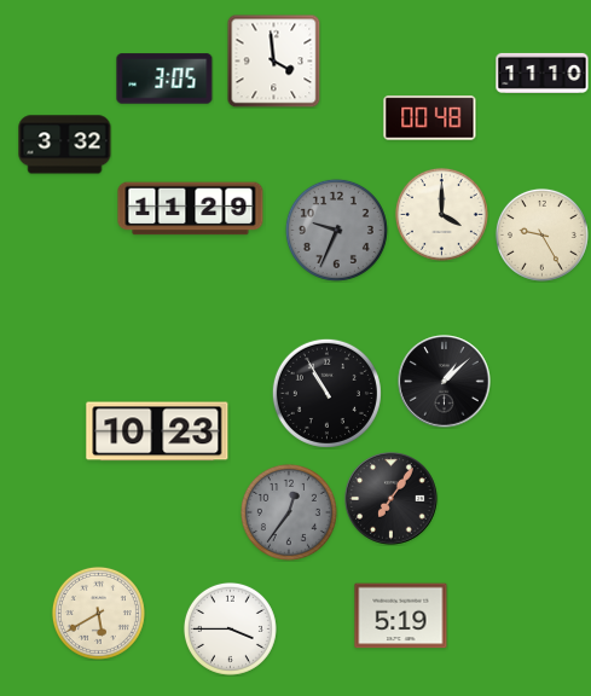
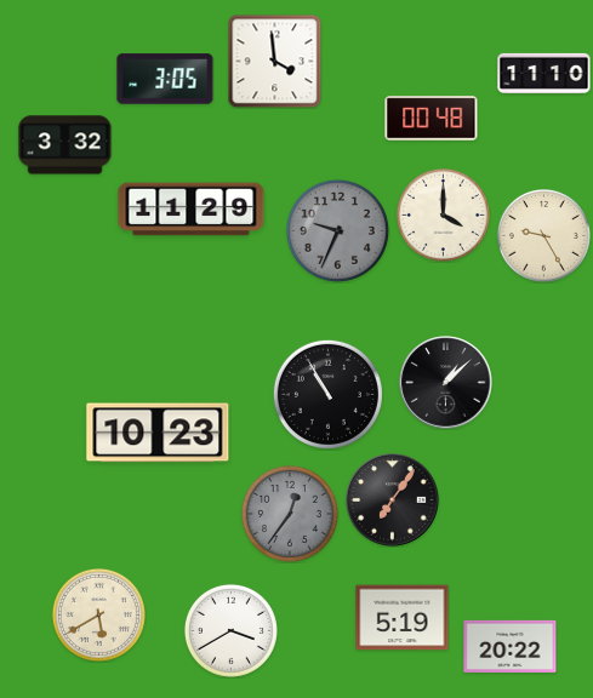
clock at (230, 628): 3:45 -> 3:40
clock at (511, 646): none -> 20:22
